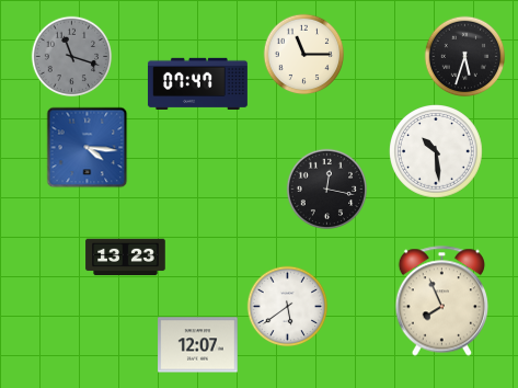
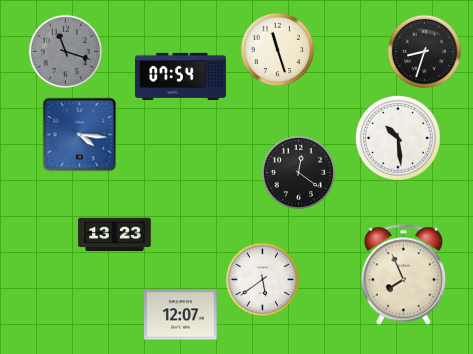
clock at (304, 55): 11:15 -> 11:27
clock at (465, 57): 5:33 -> 8:33
clock at (197, 83): 07:47 -> 07:54
clock at (327, 190): 12:17 -> 12:21
